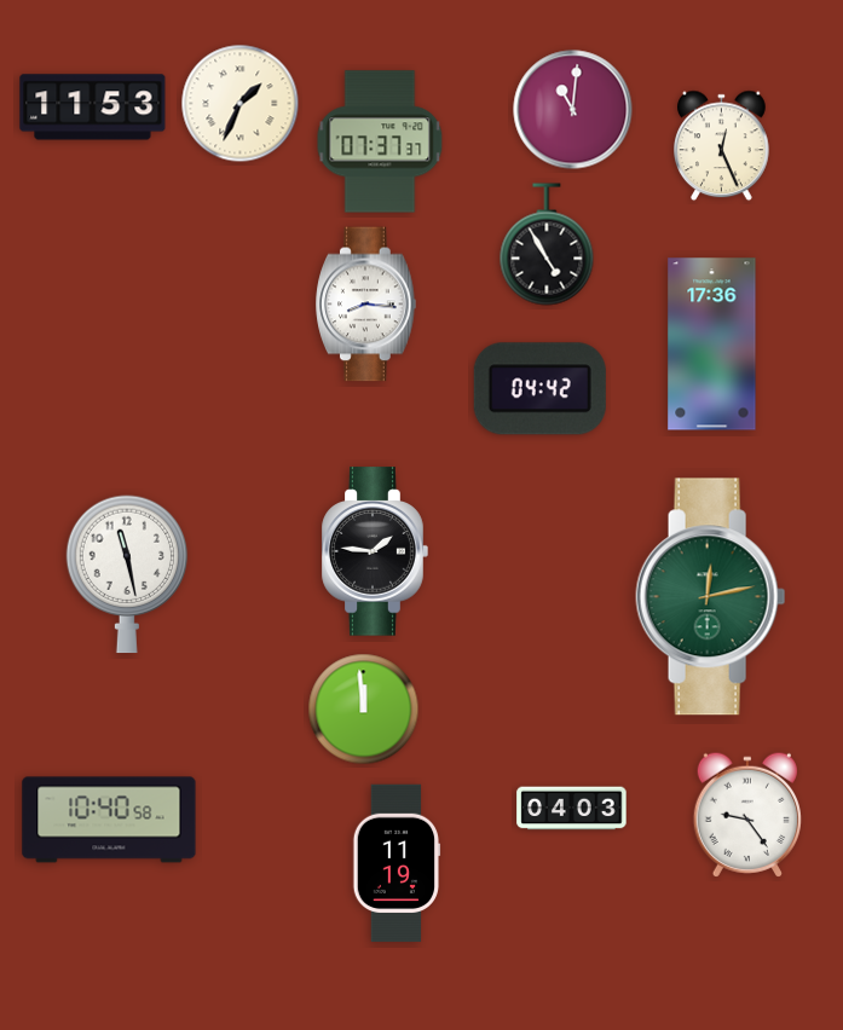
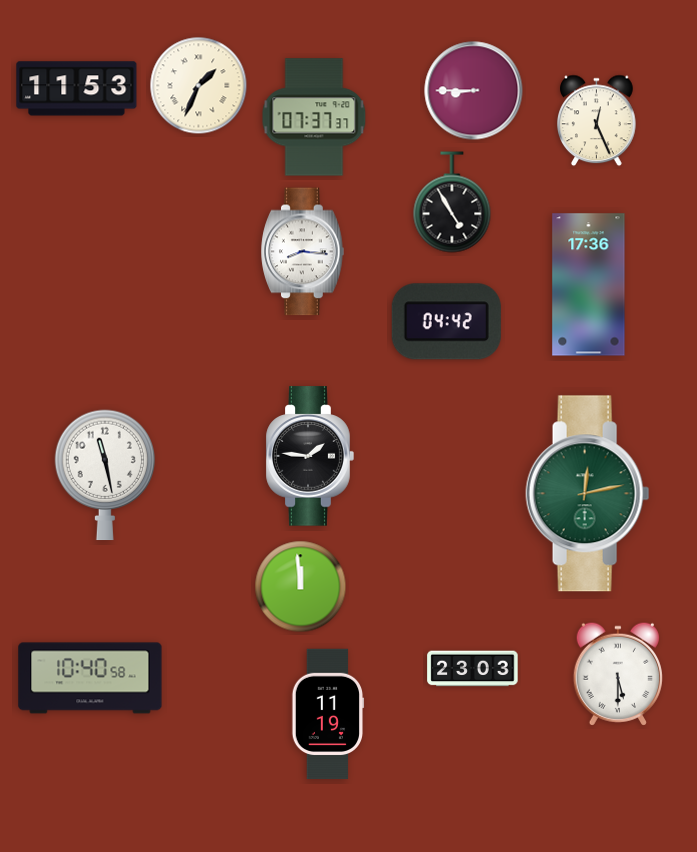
clock at (573, 110): 11:01 -> 8:45
clock at (572, 809): 04:03 -> 23:03
clock at (747, 815): 9:24 -> 5:30
